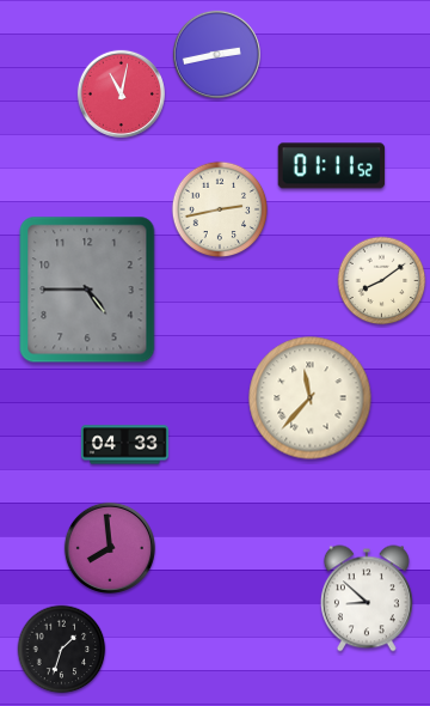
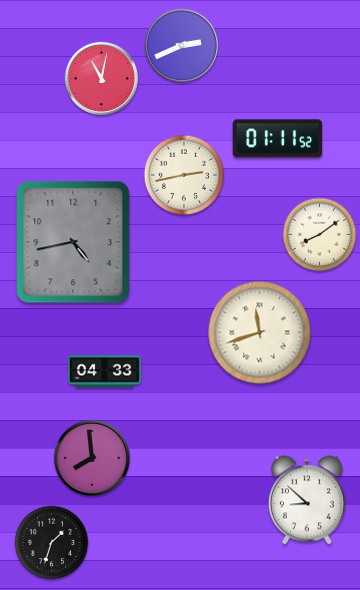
clock at (216, 54): 2:43 -> 2:41
clock at (87, 290): 4:45 -> 4:43
clock at (311, 398): 11:37 -> 11:42
